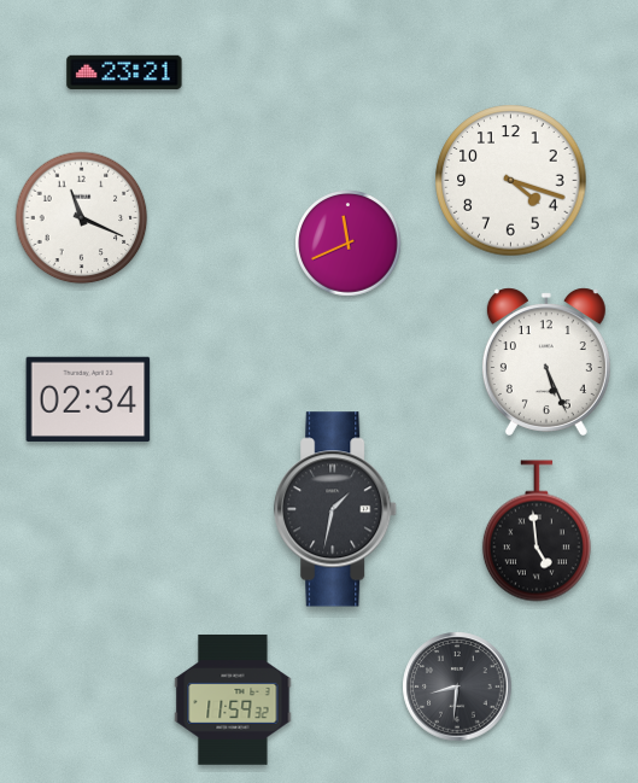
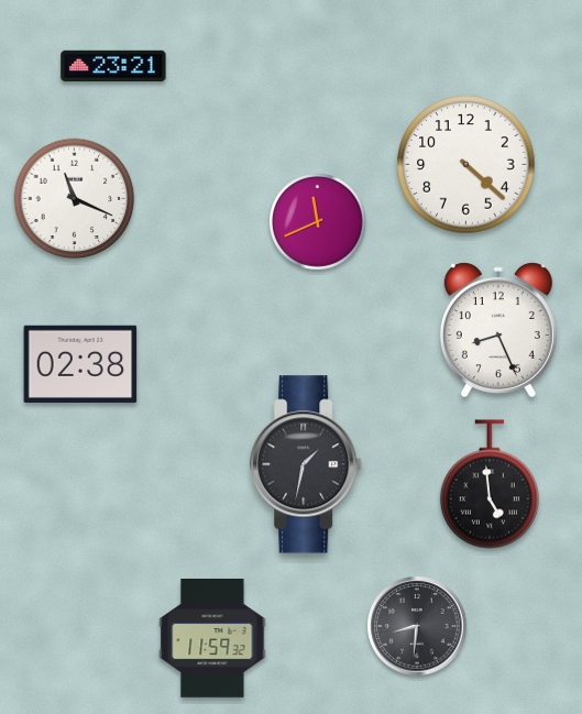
clock at (511, 181): 4:18 -> 4:22
clock at (546, 362): 5:26 -> 8:26
clock at (88, 398): 02:34 -> 02:38
